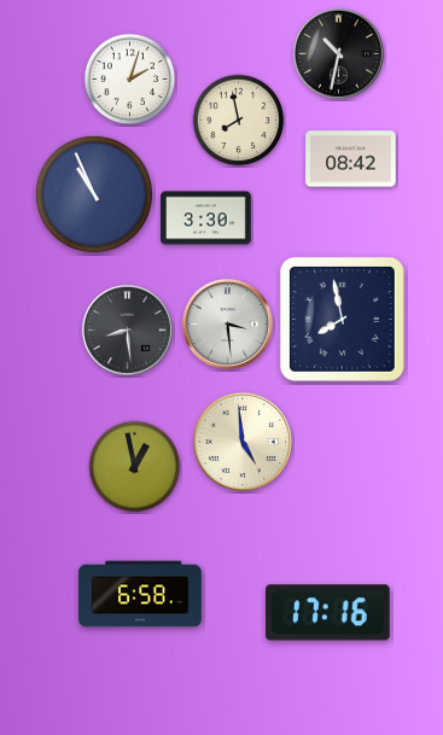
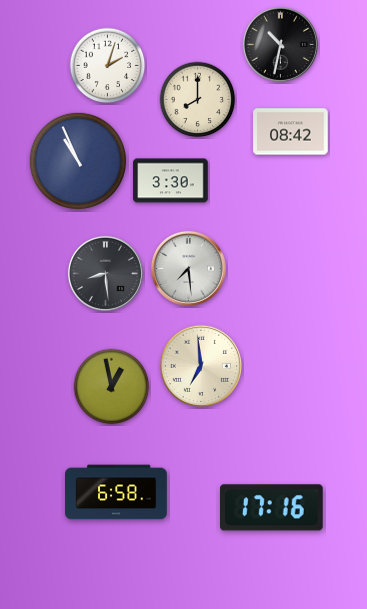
clock at (239, 121): 7:58 -> 8:00
clock at (342, 319): 7:58 -> none
clock at (227, 323): 3:29 -> 7:29
clock at (243, 442): 4:59 -> 6:59
